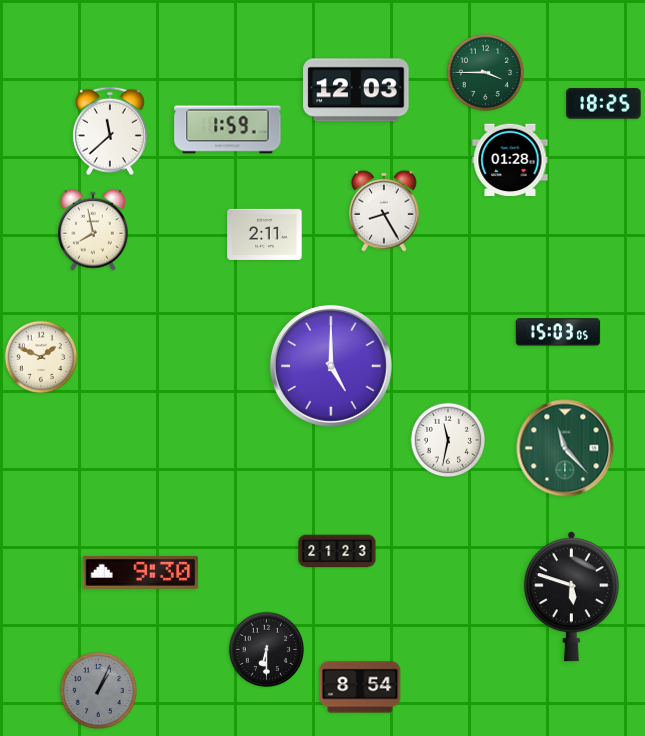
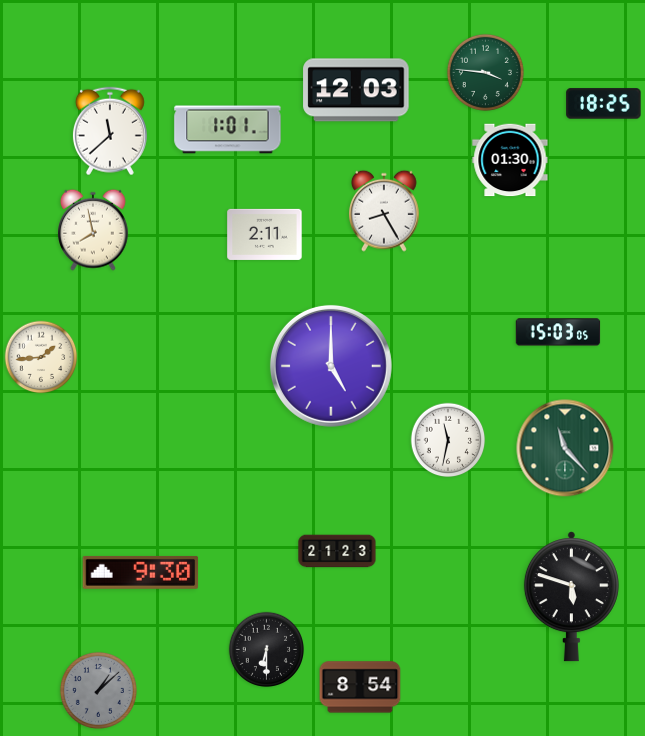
clock at (485, 72): 3:45 -> 3:46
clock at (228, 130): 1:59 -> 1:01
clock at (510, 160): 01:28 -> 01:30
clock at (41, 357): 1:49 -> 1:44
clock at (98, 690): 1:04 -> 1:08
